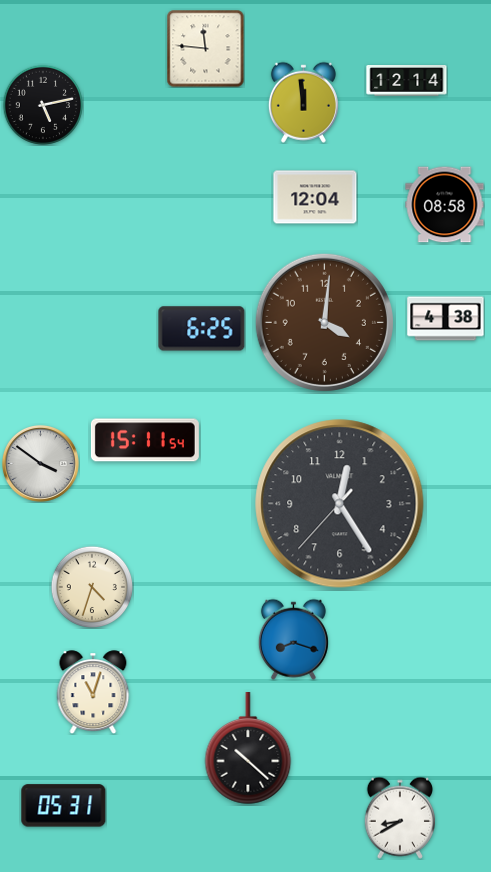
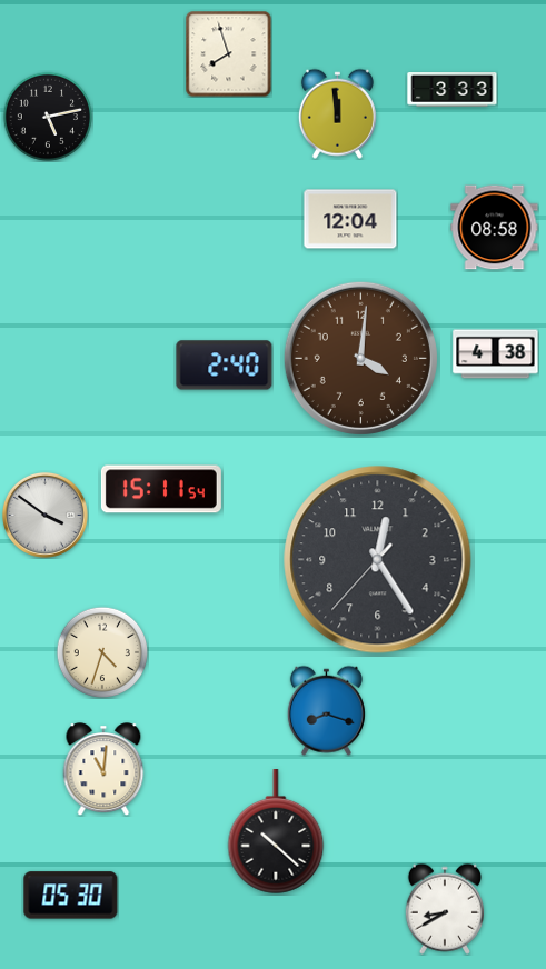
clock at (205, 48): 11:46 -> 7:57
clock at (407, 81): 12:14 -> 3:33
clock at (202, 329): 6:25 -> 2:40
clock at (93, 692): 11:03 -> 11:01
clock at (64, 806): 05:31 -> 05:30
